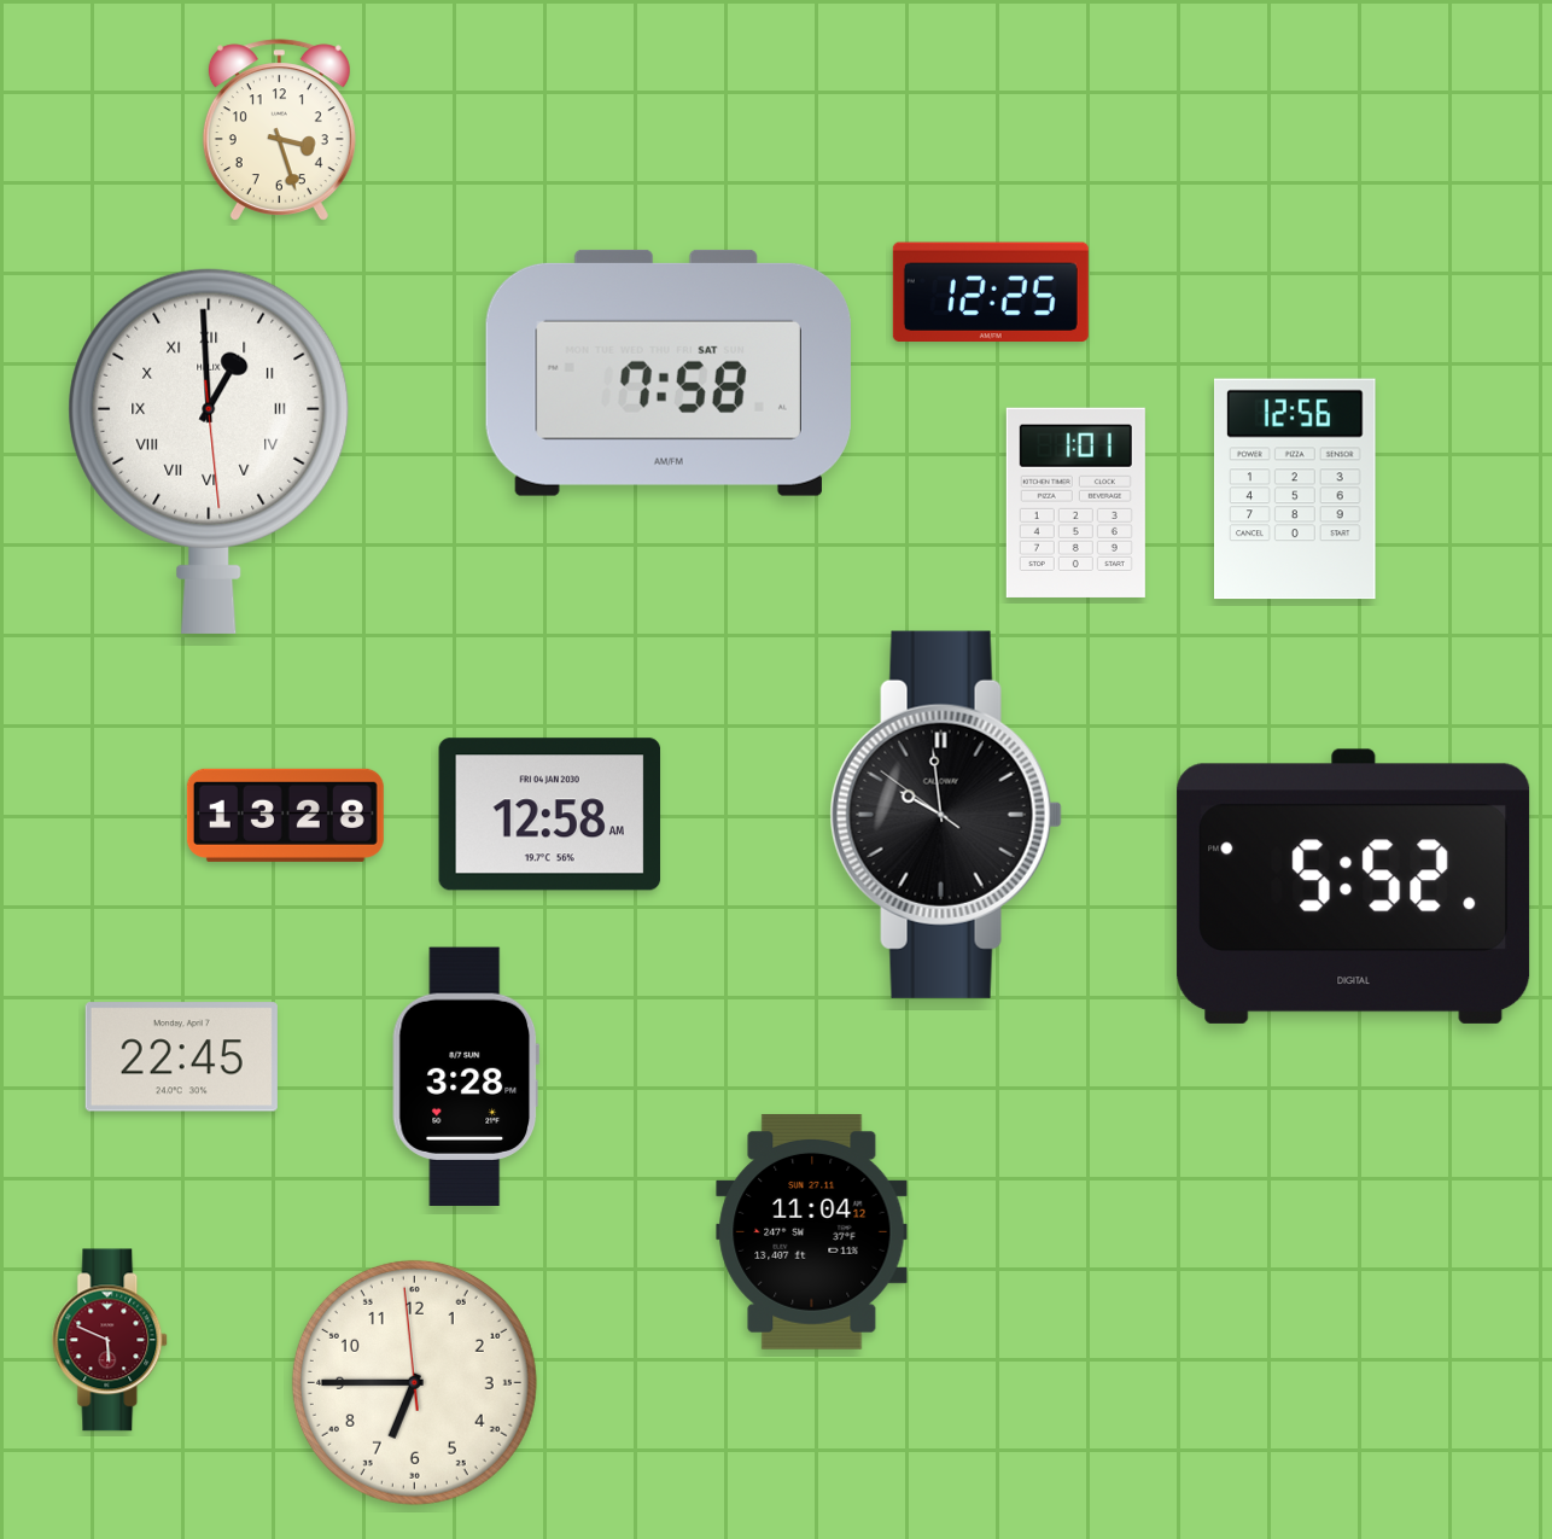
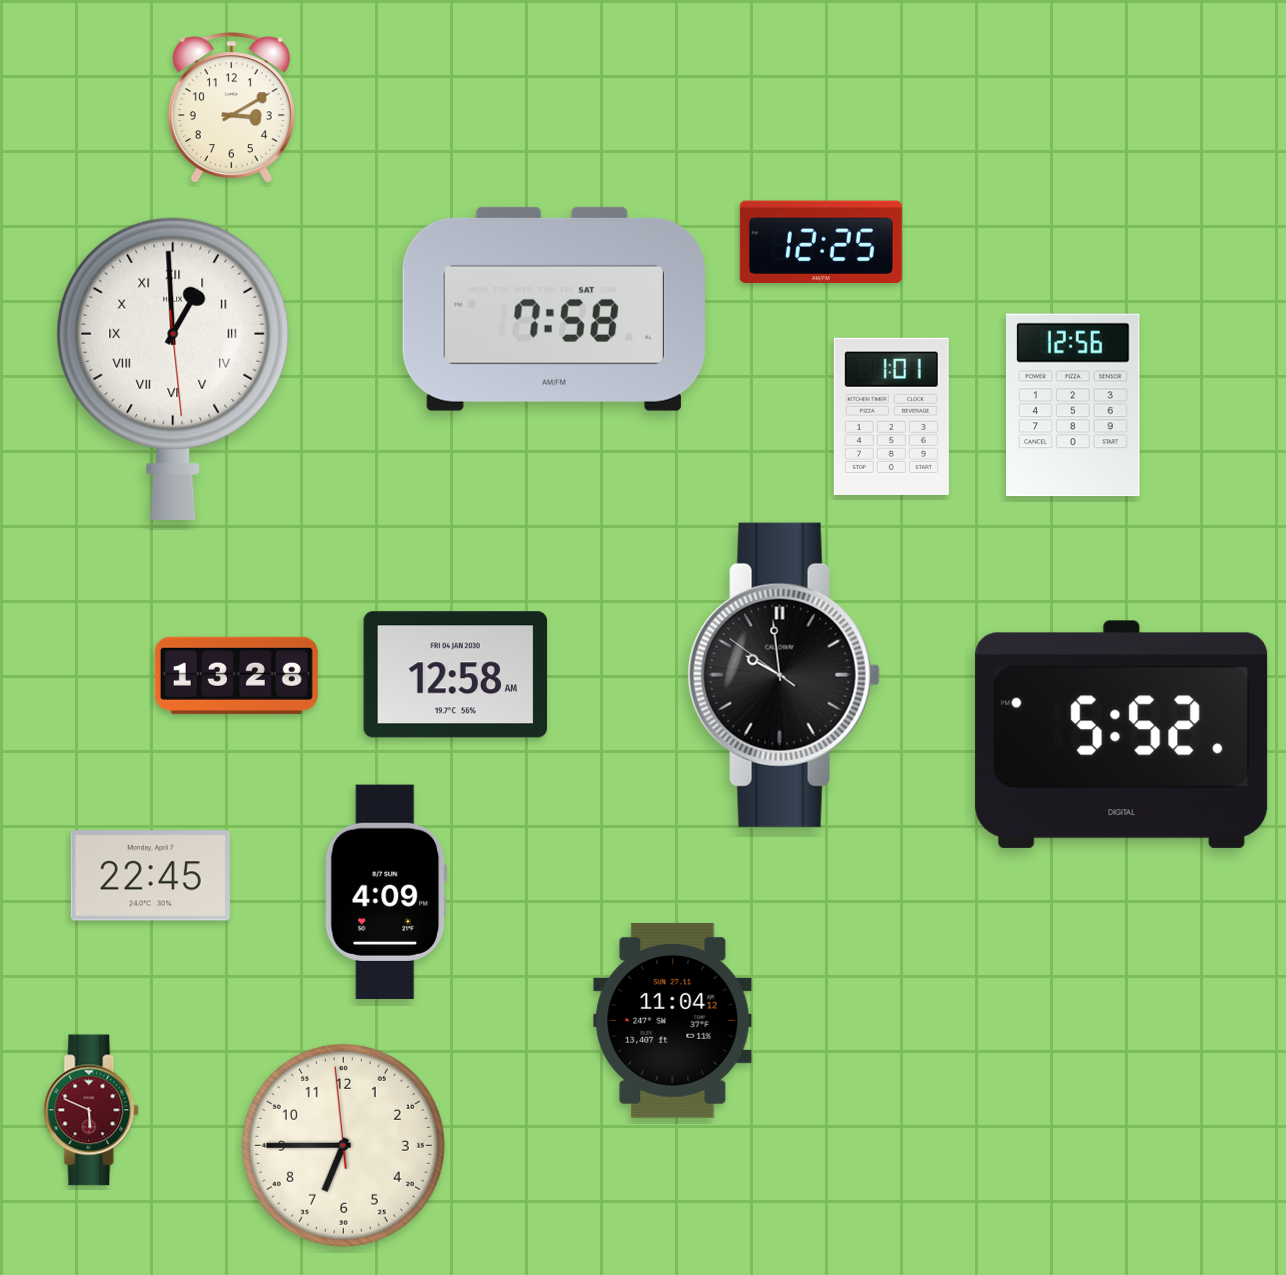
clock at (279, 129): 3:27 -> 3:10
clock at (209, 450) position: (209, 450) -> (173, 368)
clock at (466, 1077): 3:28 -> 4:09
